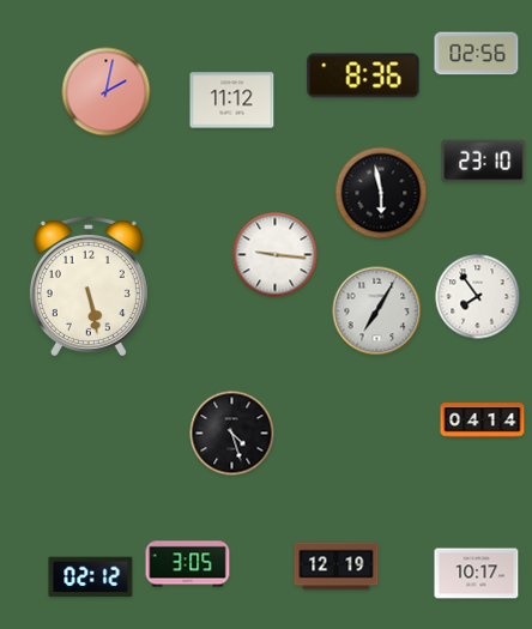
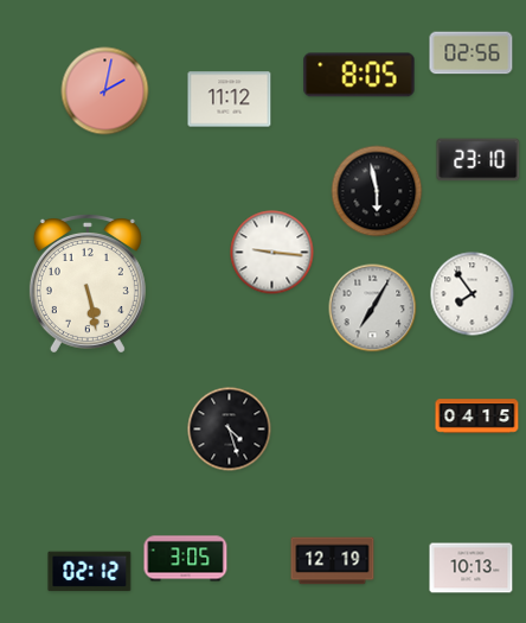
clock at (363, 75): 8:36 -> 8:05
clock at (483, 421): 04:14 -> 04:15
clock at (477, 574): 10:17 -> 10:13
